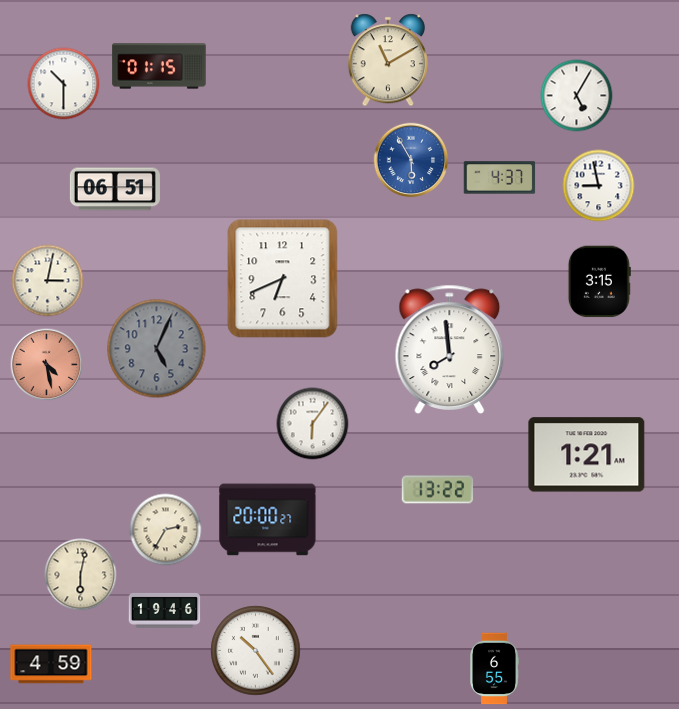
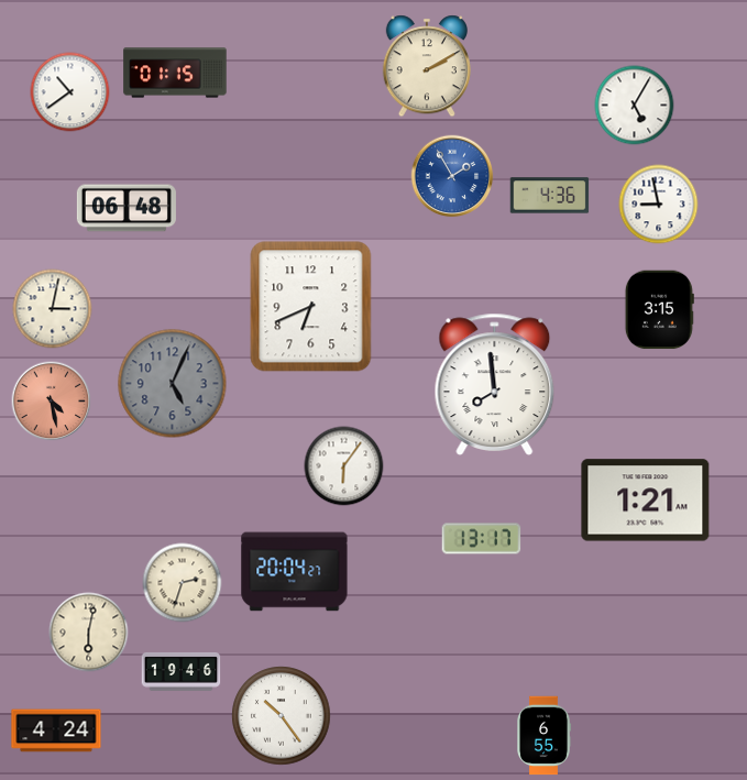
clock at (388, 60): 11:10 -> 2:10
clock at (64, 84): 10:30 -> 10:39
clock at (411, 160): 5:55 -> 1:55
clock at (500, 178): 4:37 -> 4:36
clock at (115, 189): 06:51 -> 06:48
clock at (438, 490): 13:22 -> 13:17
clock at (268, 520): 20:00 -> 20:04
clock at (166, 530): 2:35 -> 2:33
clock at (51, 664): 4:59 -> 4:24
